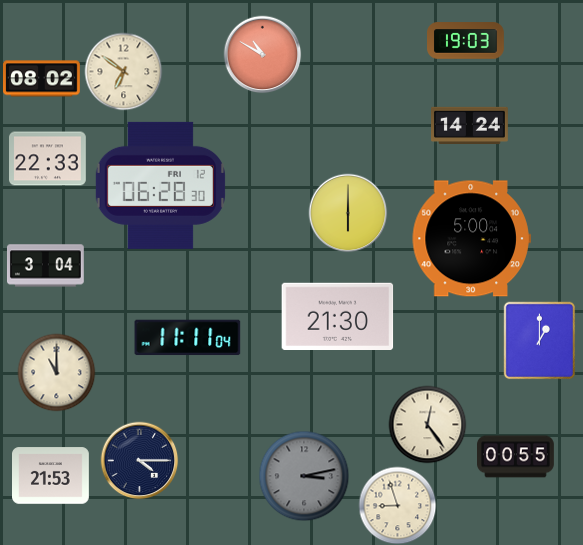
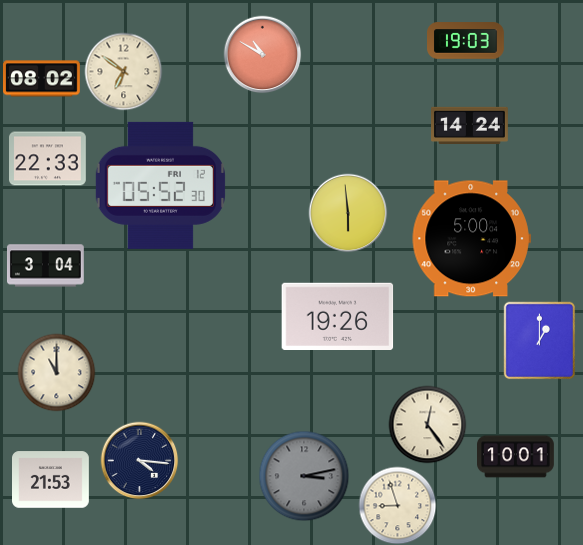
clock at (160, 185): 06:28 -> 05:52
clock at (348, 213): 6:00 -> 5:59
clock at (338, 316): 21:30 -> 19:26
clock at (188, 338): 11:11 -> none
clock at (516, 457): 00:55 -> 10:01
clock at (139, 460): 4:15 -> 4:16
clock at (51, 476) position: (51, 476) -> (51, 480)
